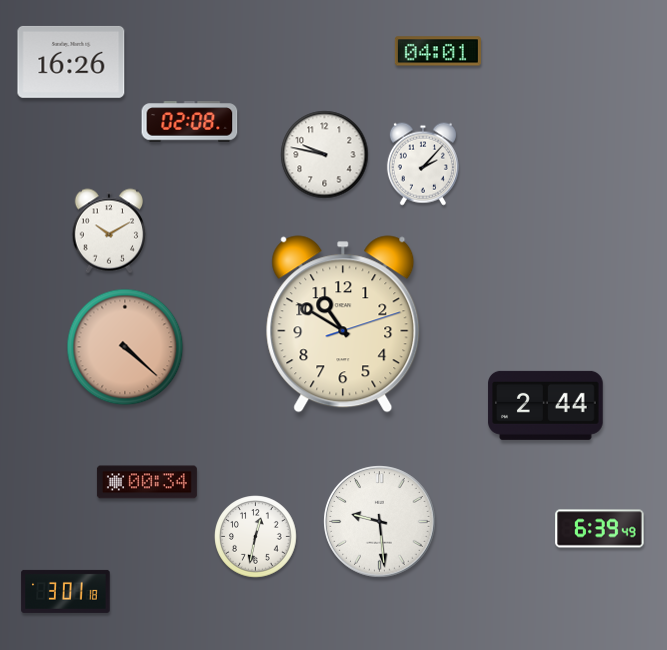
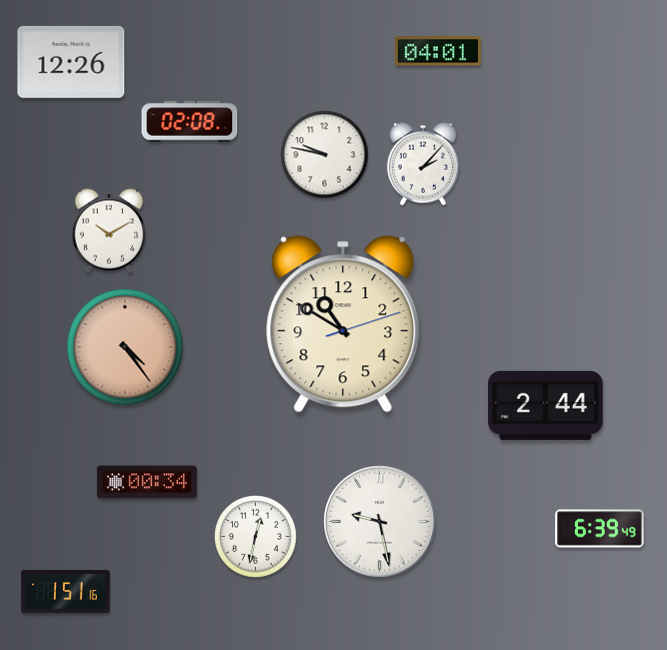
clock at (71, 62): 16:26 -> 12:26
clock at (125, 347): 4:22 -> 4:24
clock at (380, 522): 9:29 -> 9:28
clock at (66, 591): 3:01 -> 1:51
